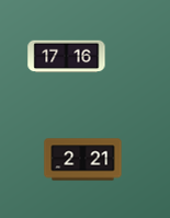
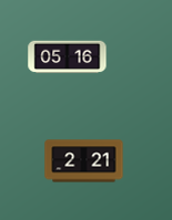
clock at (67, 57): 17:16 -> 05:16
